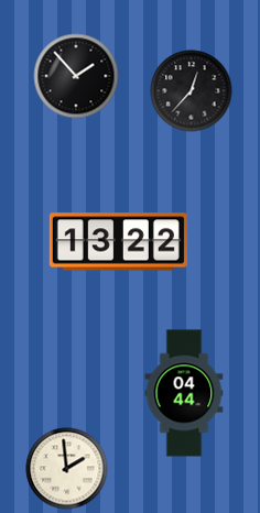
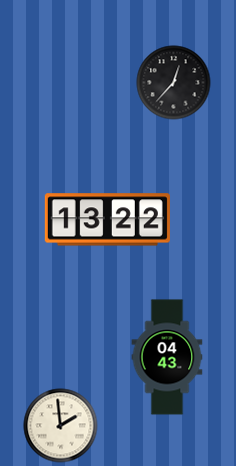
clock at (76, 76): 1:53 -> none
clock at (184, 393): 04:44 -> 04:43
